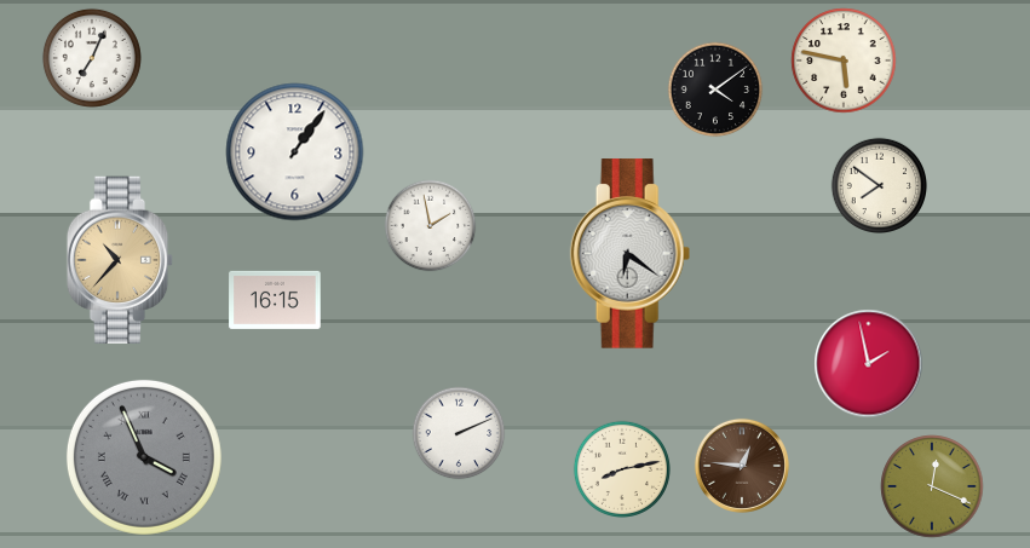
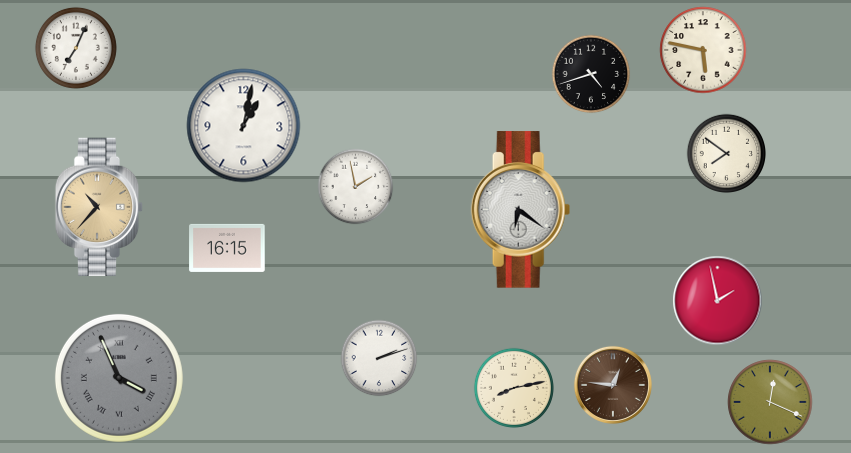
clock at (844, 60) position: (844, 60) -> (703, 50)
clock at (715, 90): 4:09 -> 4:42
clock at (295, 152): 1:06 -> 1:02
clock at (120, 260) position: (120, 260) -> (99, 207)
clock at (459, 433): 2:11 -> 2:12
